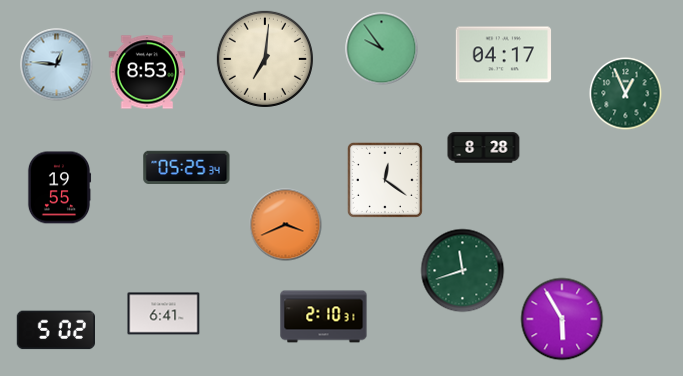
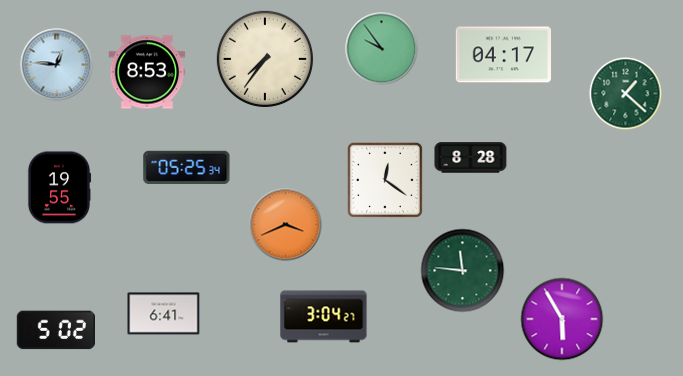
clock at (265, 59): 7:01 -> 7:36
clock at (626, 94): 12:56 -> 1:22
clock at (484, 148) position: (484, 148) -> (471, 158)
clock at (463, 271): 11:42 -> 11:46
clock at (324, 317): 2:10 -> 3:04
